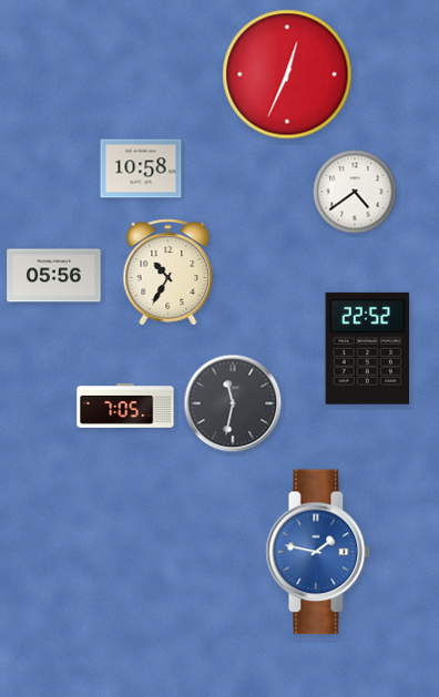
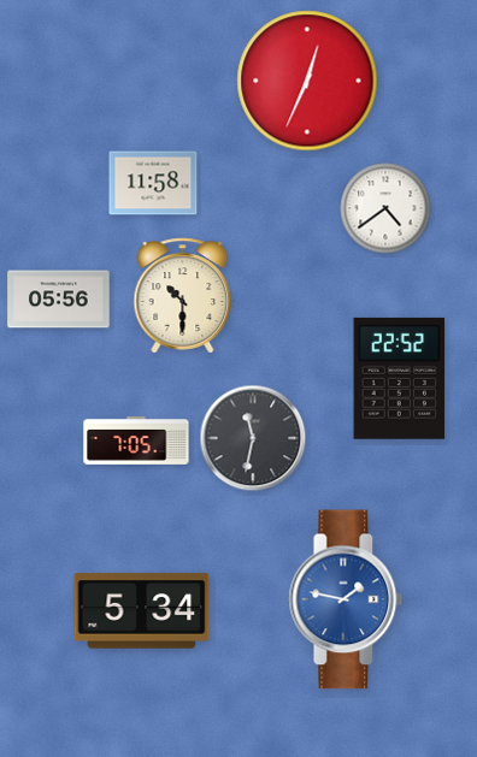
clock at (287, 74) position: (287, 74) -> (307, 81)
clock at (141, 168): 10:58 -> 11:58
clock at (169, 273): 10:35 -> 10:30
clock at (142, 611): none -> 5:34
